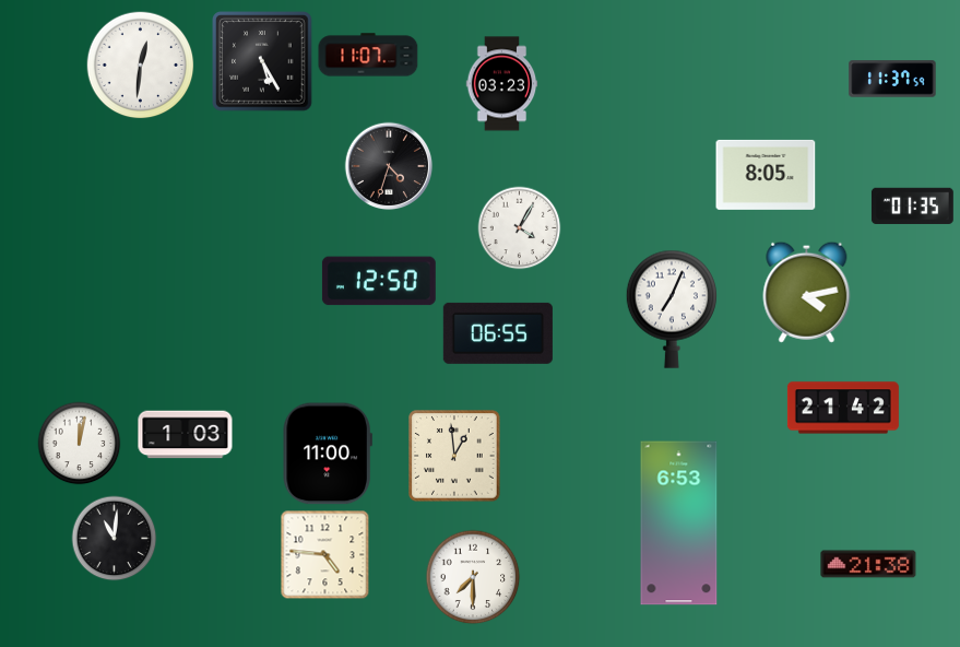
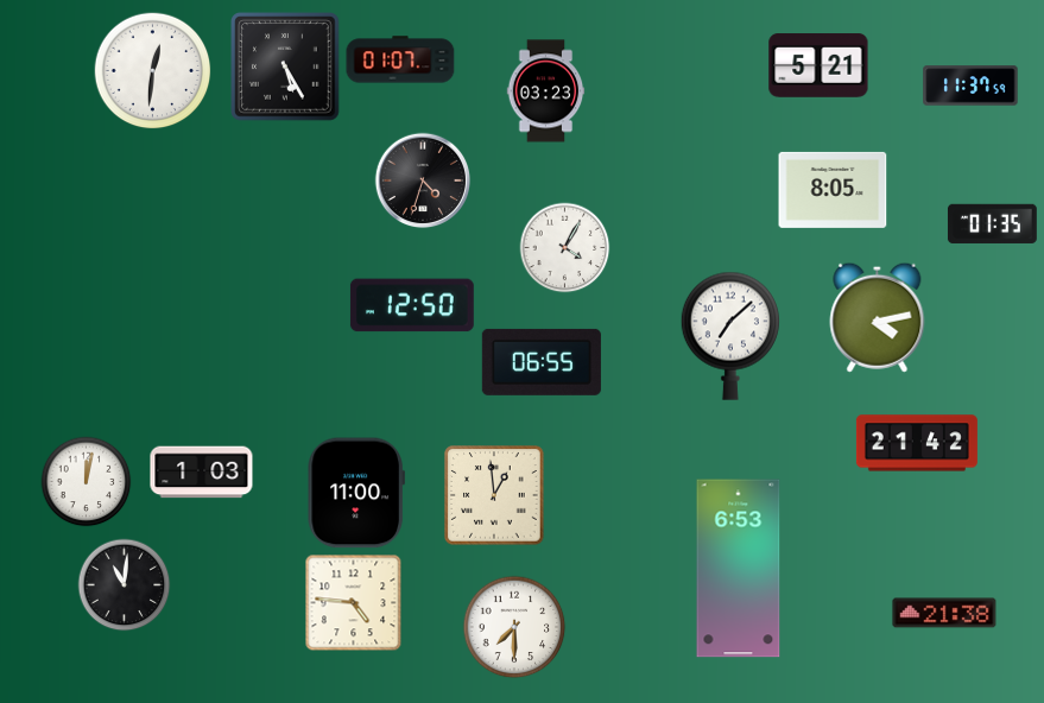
clock at (368, 55): 11:07 -> 01:07
clock at (818, 65): none -> 5:21
clock at (671, 309): 7:04 -> 7:08
